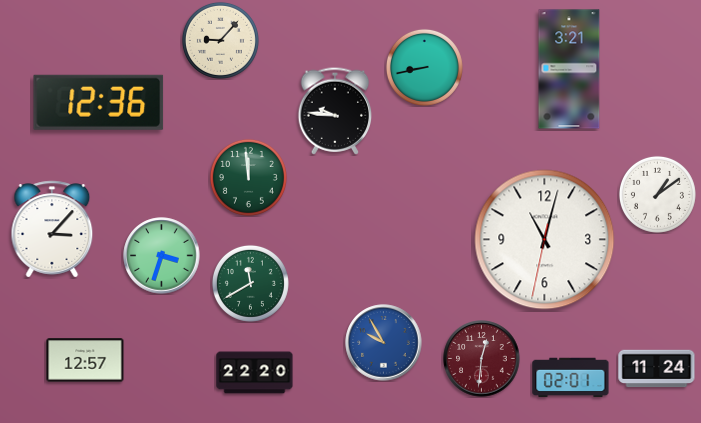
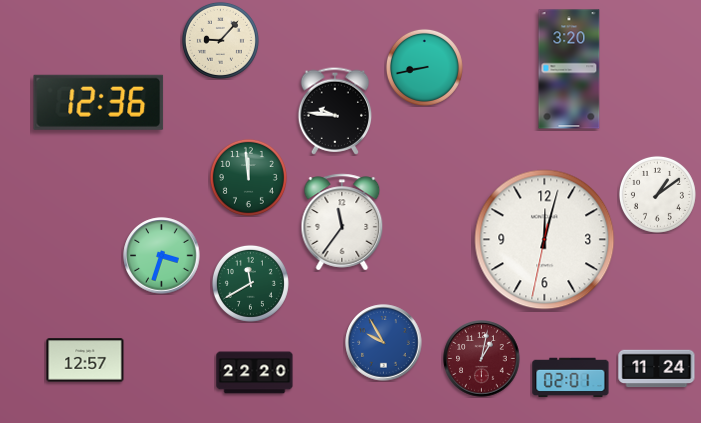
clock at (569, 69): 3:21 -> 3:20
clock at (342, 222): none -> 11:36
clock at (52, 229): 3:07 -> none
clock at (545, 240): 11:02 -> 12:02
clock at (482, 359): 12:31 -> 1:02
